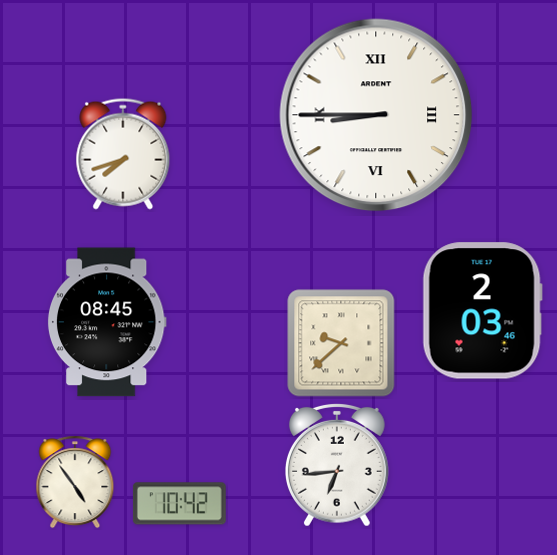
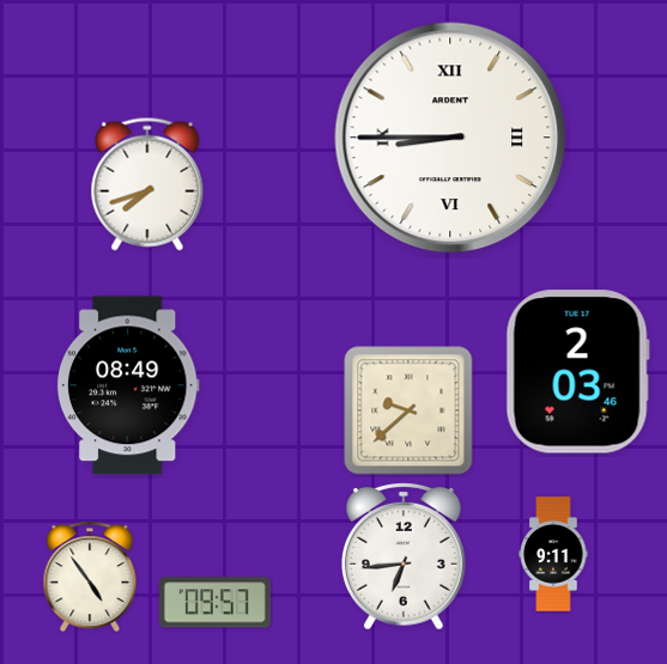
clock at (107, 322): 08:45 -> 08:49
clock at (553, 554): none -> 9:11
clock at (179, 504): 10:42 -> 09:57
